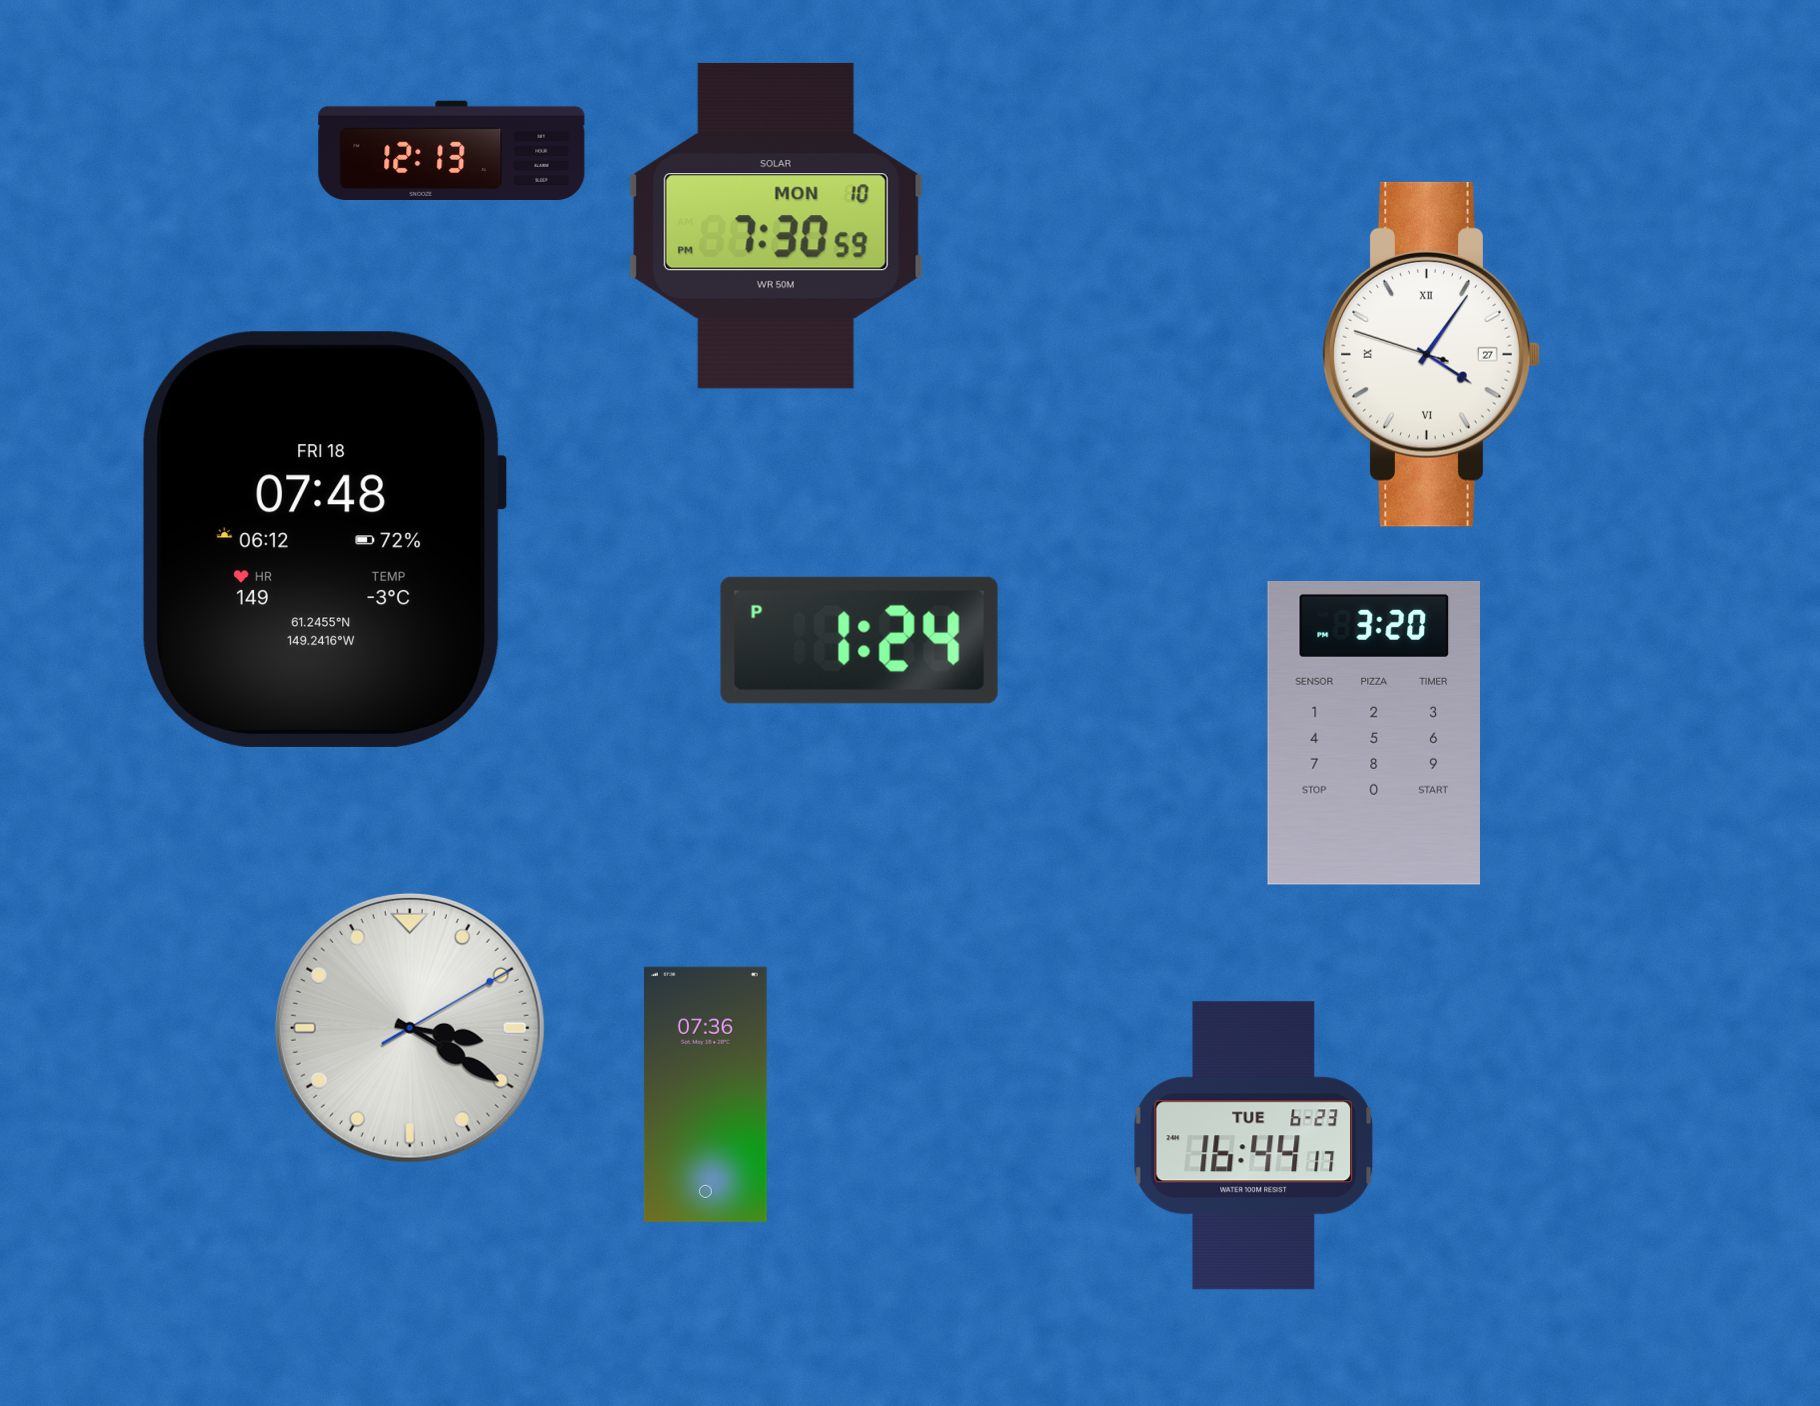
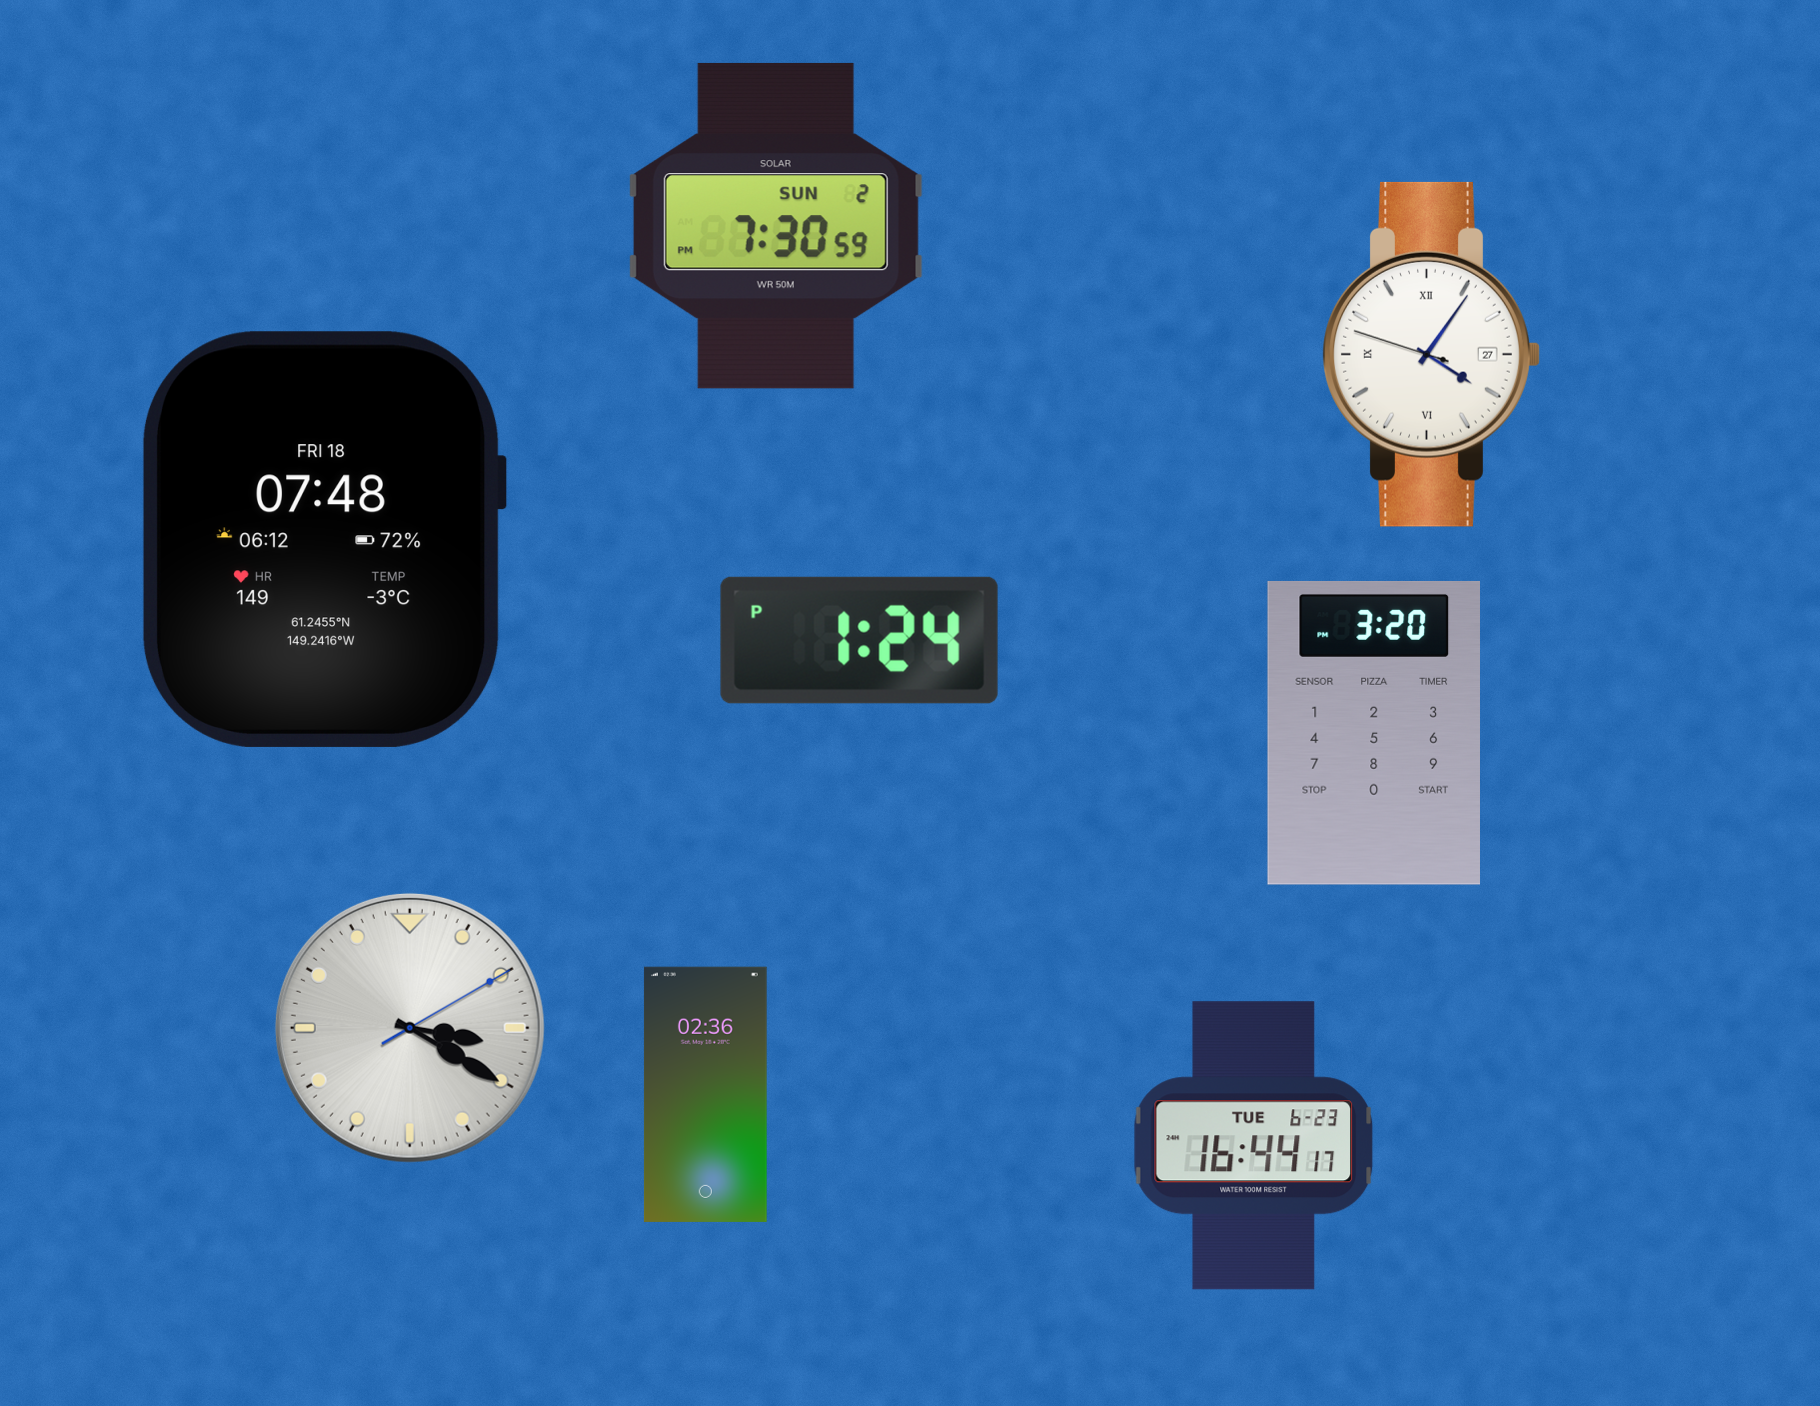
clock at (452, 151): 12:13 -> none
clock at (776, 226) date: MON 10 -> SUN 2
clock at (705, 1094): 07:36 -> 02:36
